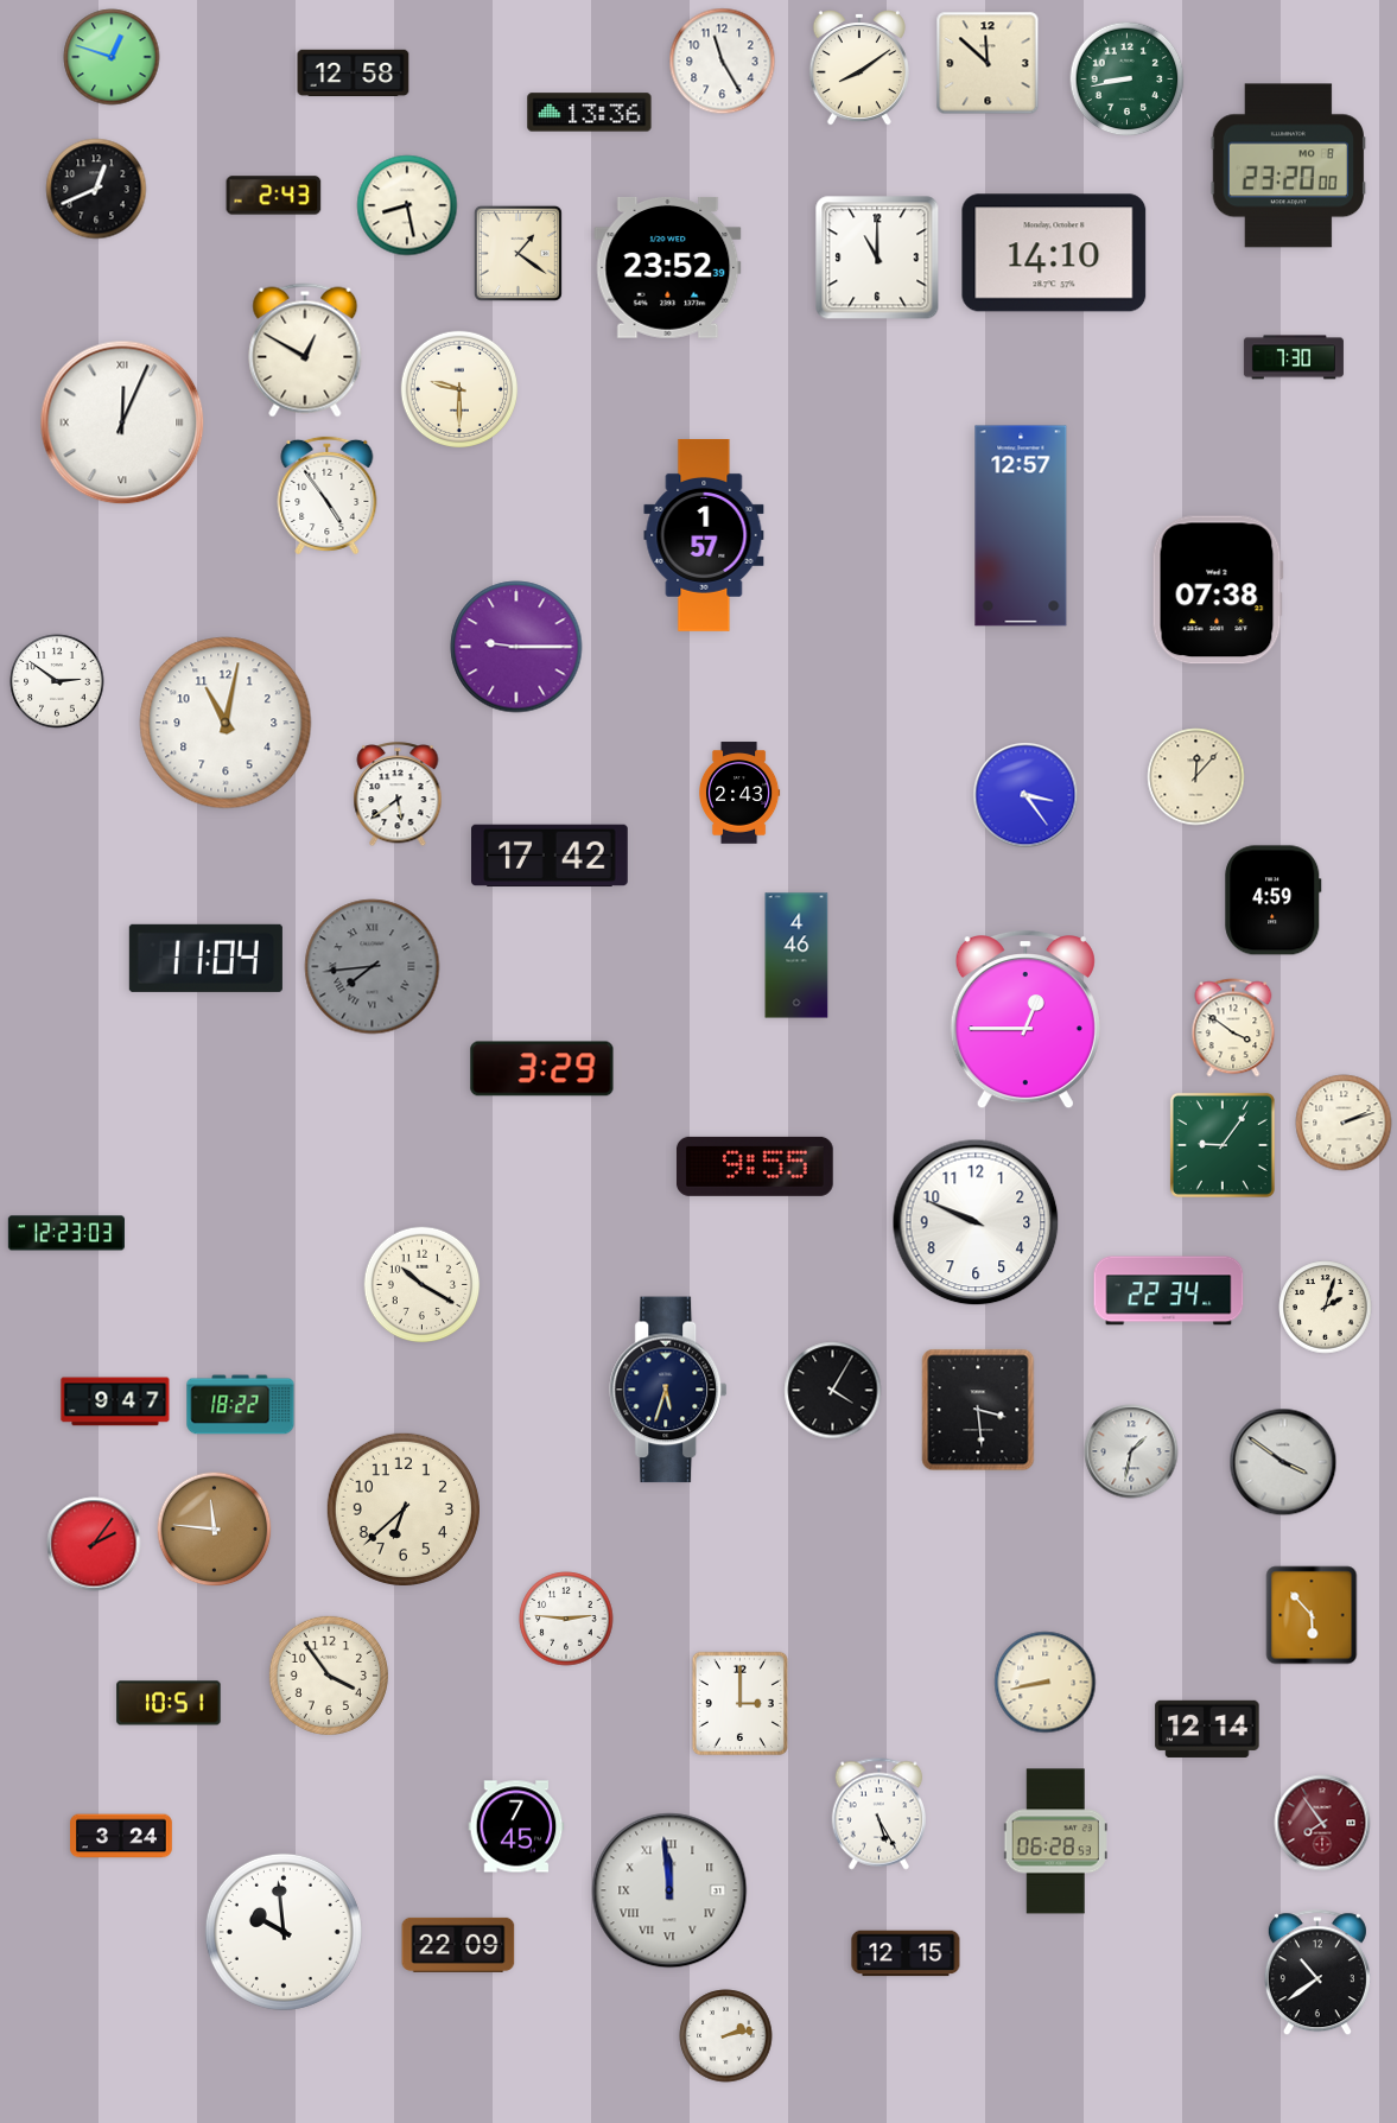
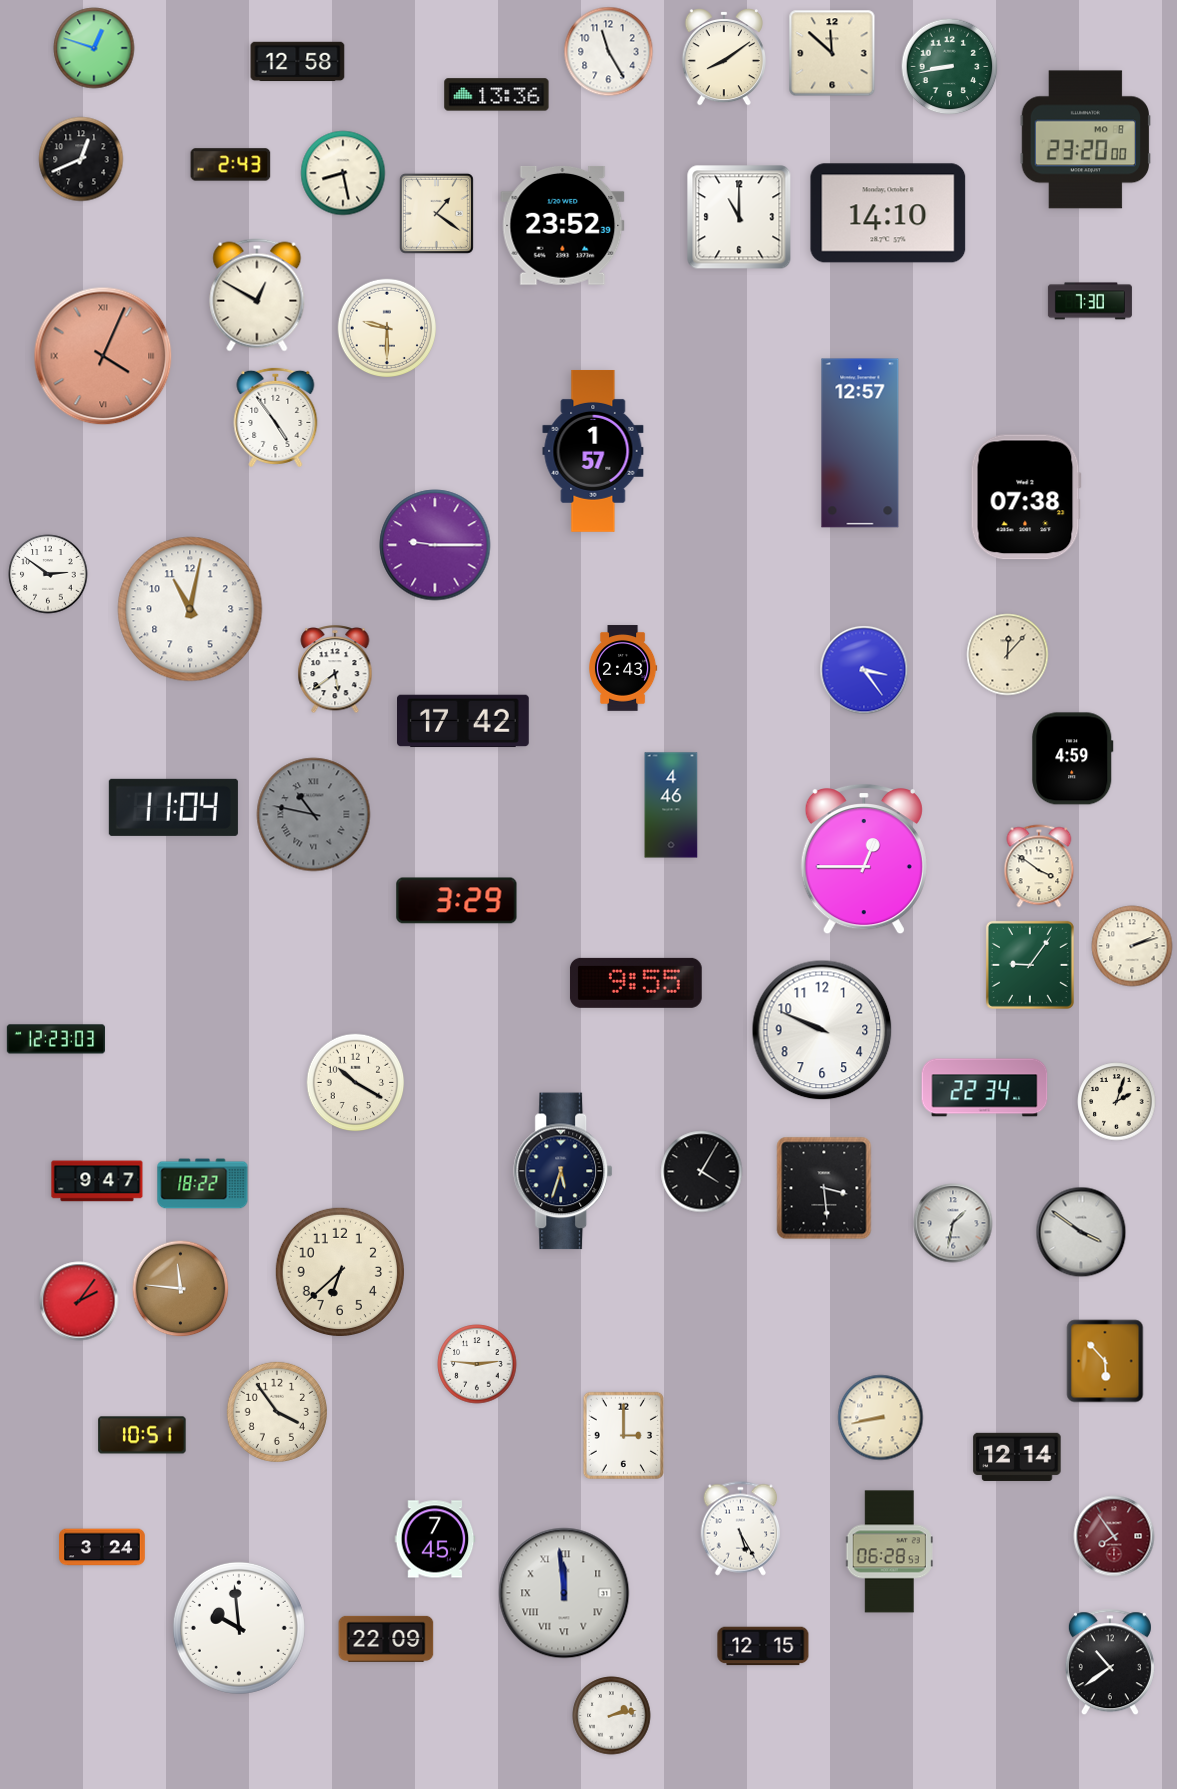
clock at (122, 422): 12:04 -> 4:04
clock at (122, 422) dial: white -> salmon
clock at (373, 967): 7:44 -> 10:47
